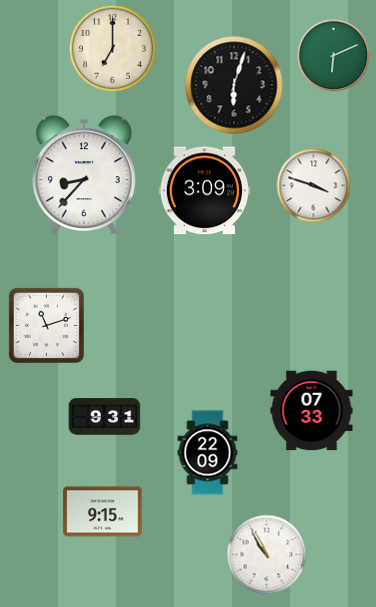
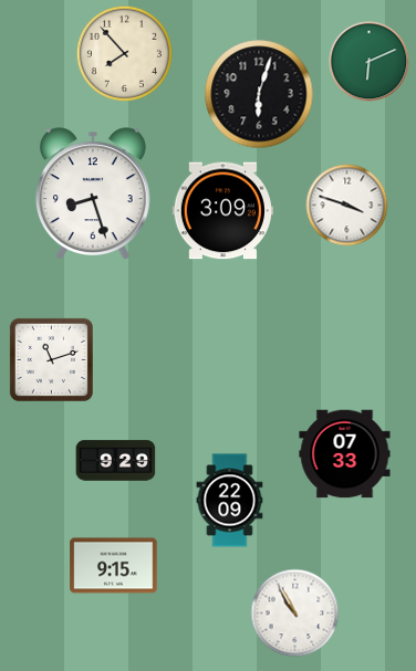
clock at (112, 48): 7:00 -> 7:53
clock at (84, 175): 8:37 -> 8:27
clock at (204, 191) position: (204, 191) -> (222, 211)
clock at (105, 417): 9:31 -> 9:29
